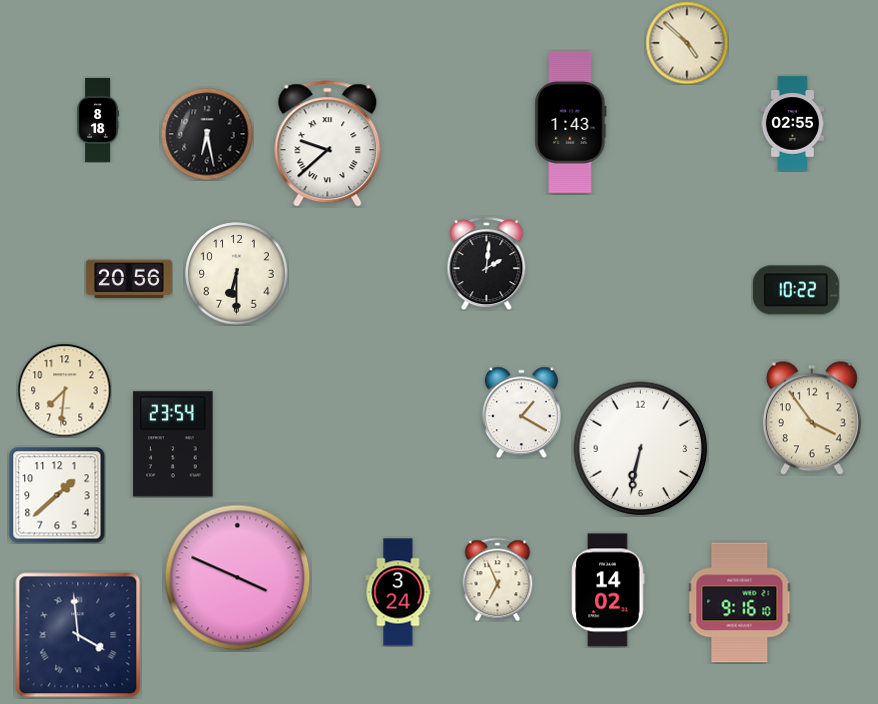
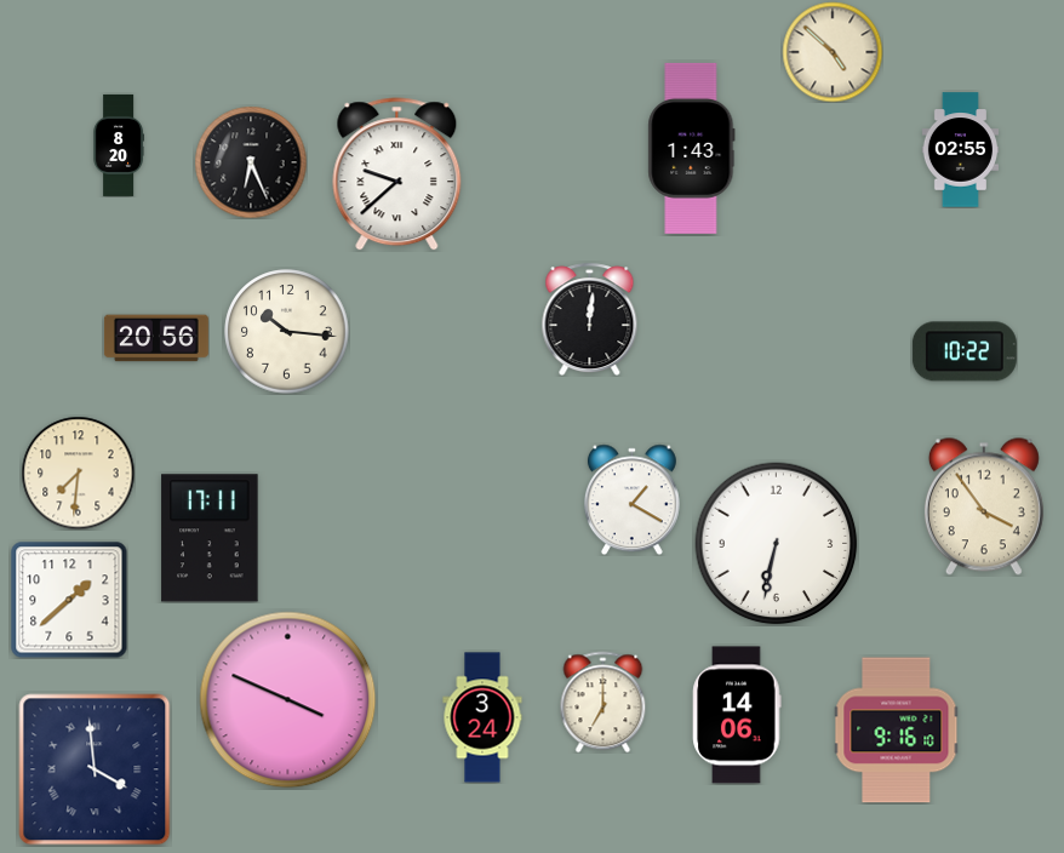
clock at (97, 120): 8:18 -> 8:20
clock at (207, 134): 6:28 -> 6:26
clock at (487, 263): 2:01 -> 12:01
clock at (237, 274): 6:30 -> 10:16
clock at (173, 444): 23:54 -> 17:11
clock at (498, 579): 6:56 -> 7:00
clock at (608, 590): 14:02 -> 14:06
